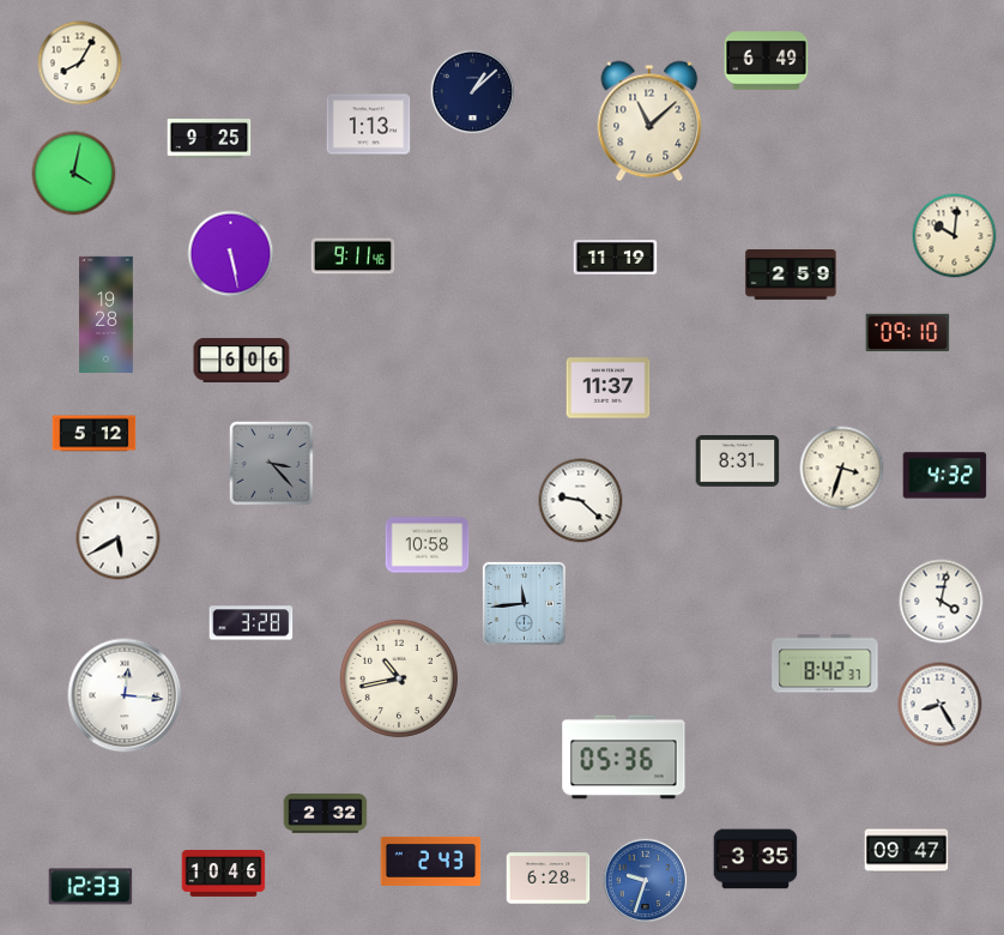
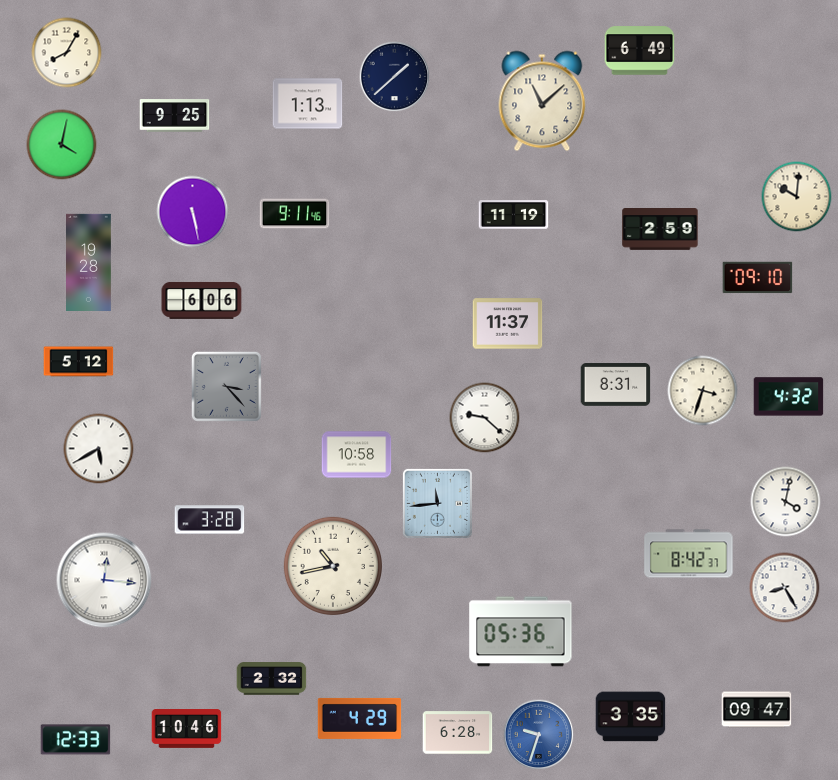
clock at (473, 92): 1:08 -> 1:38
clock at (431, 861): 2:43 -> 4:29
